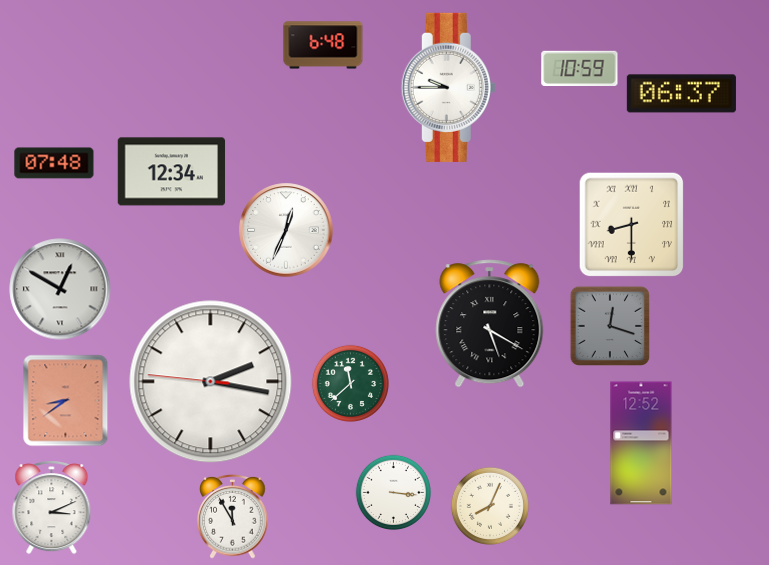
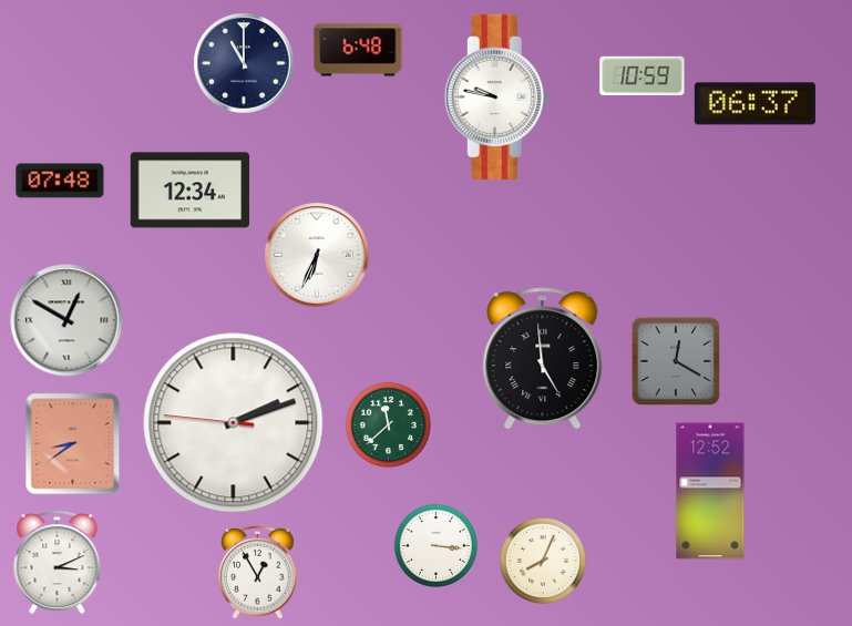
clock at (244, 63): none -> 11:00
clock at (448, 87): 9:45 -> 9:47
clock at (632, 225): 8:30 -> none
clock at (286, 230): 12:34 -> 6:34
clock at (490, 324): 5:20 -> 4:59
clock at (610, 326): 12:18 -> 12:20
clock at (211, 382): 2:16 -> 2:11
clock at (233, 517): 11:55 -> 12:55
